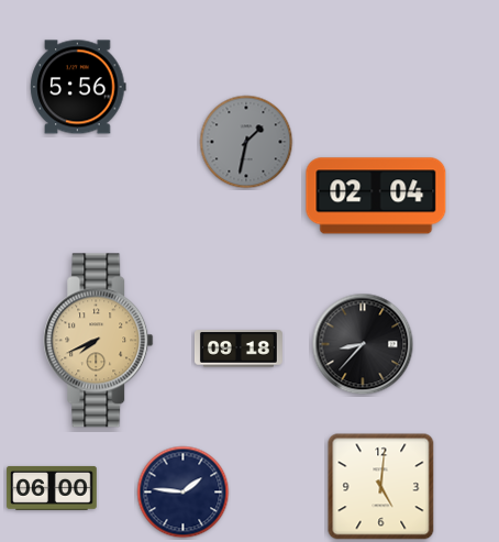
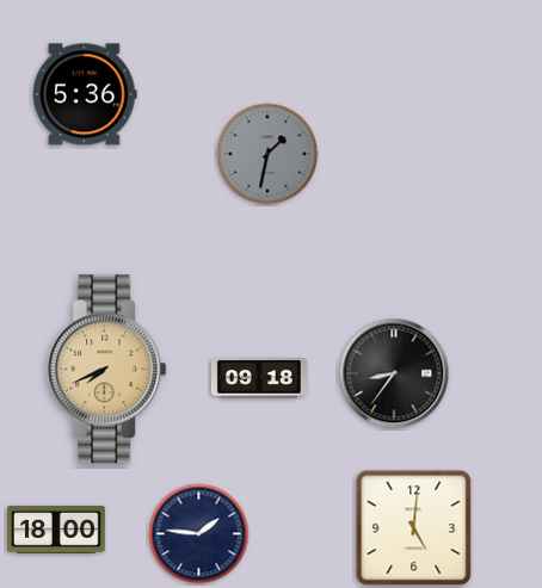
clock at (78, 87): 5:56 -> 5:36
clock at (376, 196): 02:04 -> none
clock at (363, 344): 8:37 -> 8:36
clock at (52, 488): 06:00 -> 18:00
